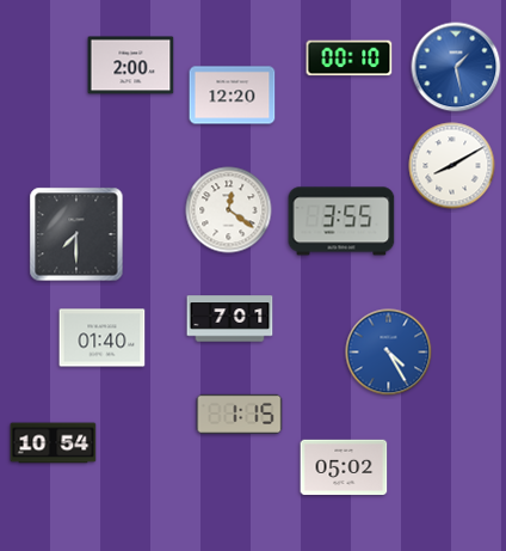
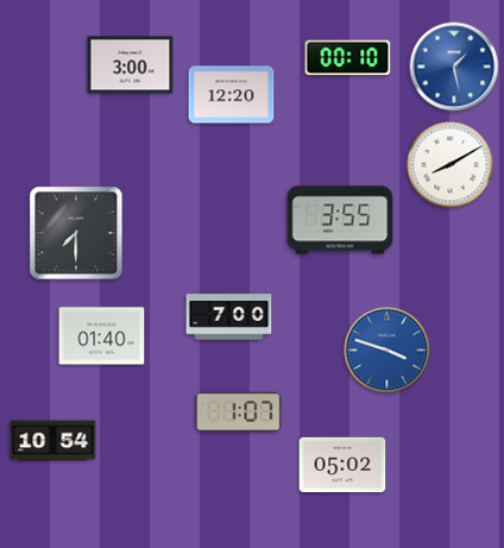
clock at (131, 66): 2:00 -> 3:00
clock at (229, 210): 12:21 -> none
clock at (230, 319): 7:01 -> 7:00
clock at (389, 353): 4:25 -> 3:48
clock at (240, 414): 1:15 -> 1:07
